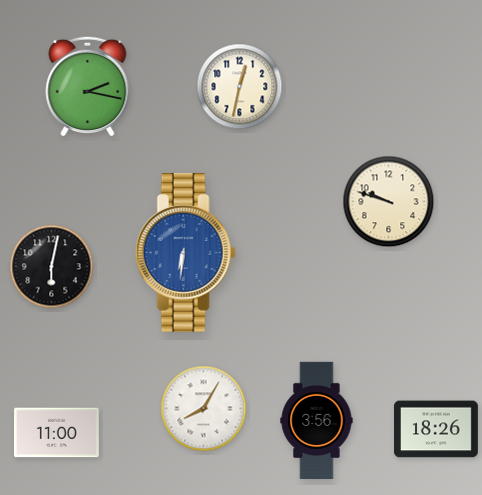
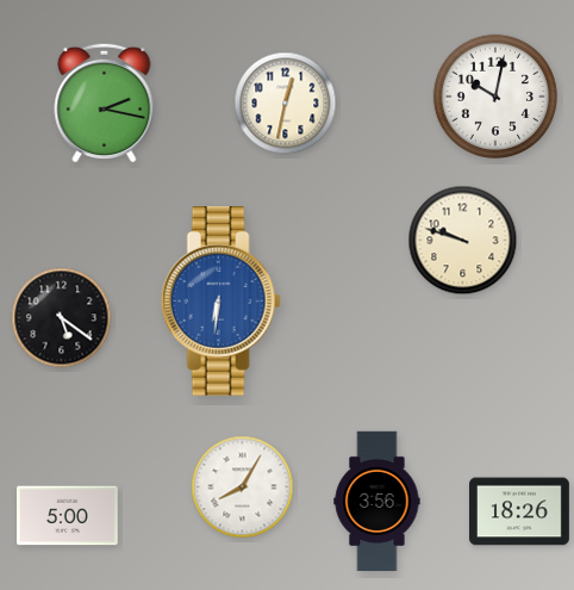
clock at (495, 97): none -> 10:02
clock at (52, 267): 6:02 -> 5:21
clock at (57, 433): 11:00 -> 5:00
